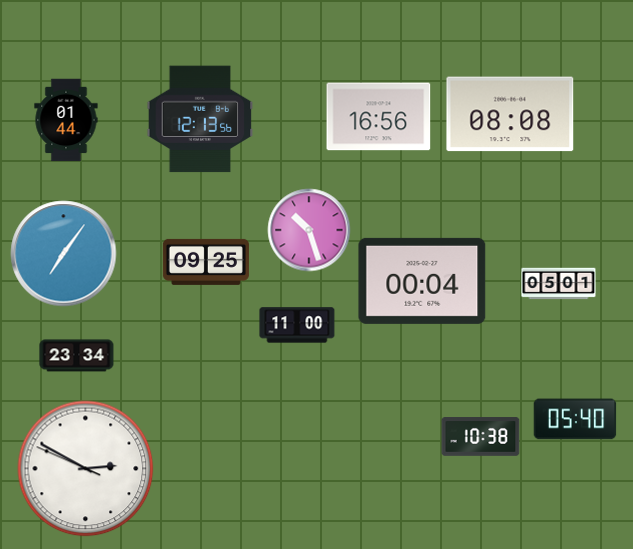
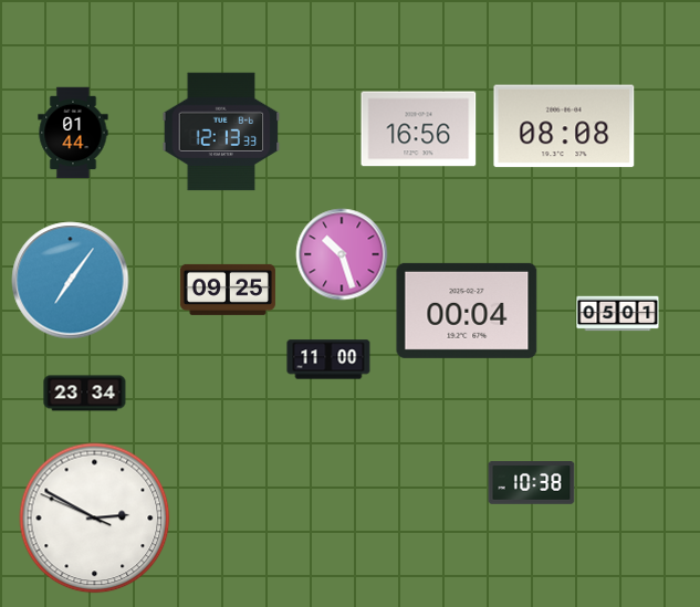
clock at (200, 119): 12:13:56 -> 12:13:33
clock at (575, 419): 05:40 -> none
